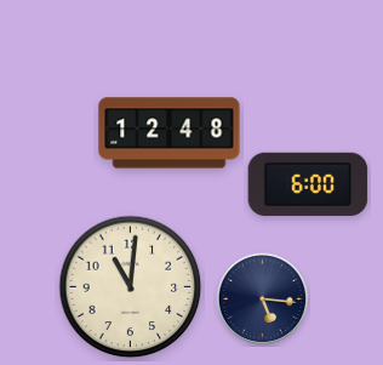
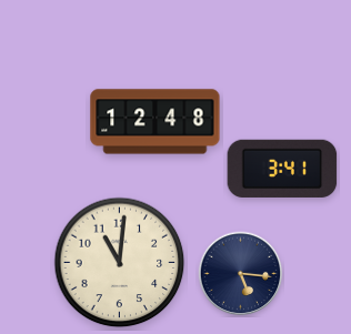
clock at (308, 184): 6:00 -> 3:41
